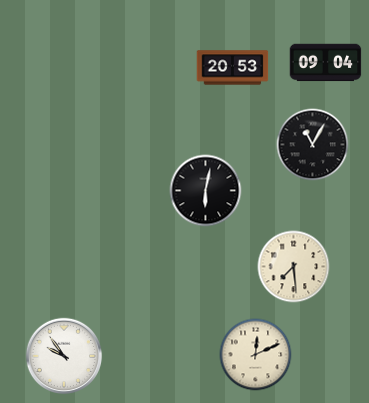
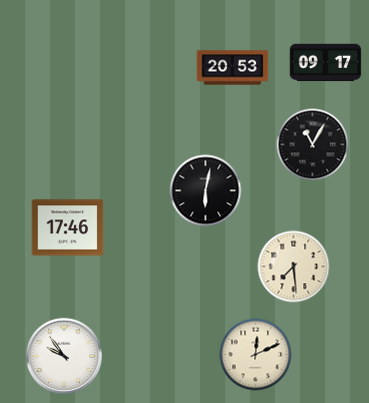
clock at (326, 63): 09:04 -> 09:17
clock at (68, 228): none -> 17:46
